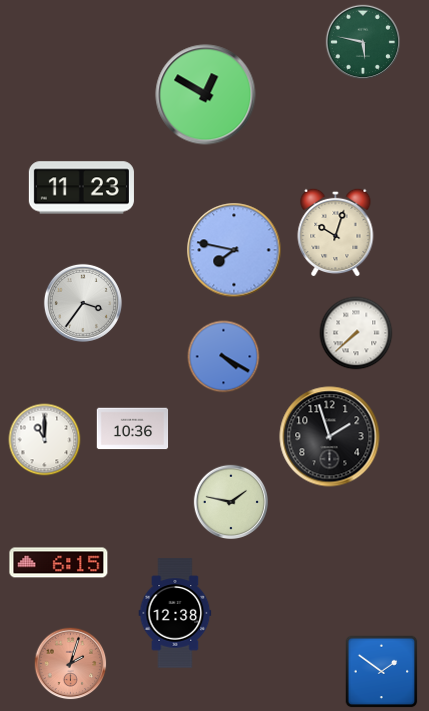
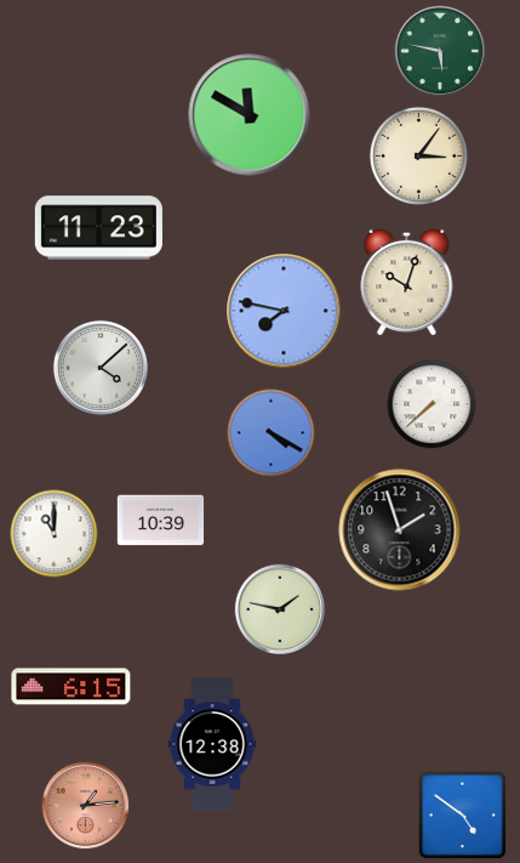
clock at (206, 95): 12:50 -> 11:50
clock at (418, 155): none -> 3:06
clock at (234, 250) position: (234, 250) -> (284, 311)
clock at (83, 303): 3:36 -> 4:08
clock at (133, 429): 10:36 -> 10:39
clock at (59, 563) position: (59, 563) -> (72, 687)
clock at (71, 664): 2:03 -> 1:14
clock at (382, 672): 1:51 -> 4:51
